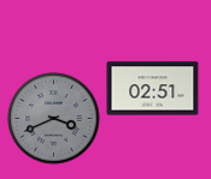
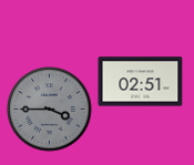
clock at (54, 119): 3:41 -> 3:45
